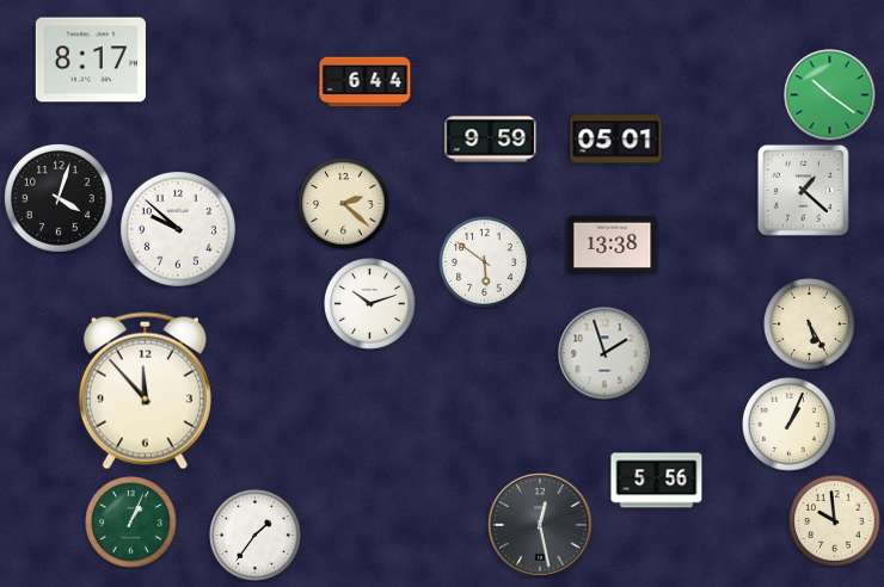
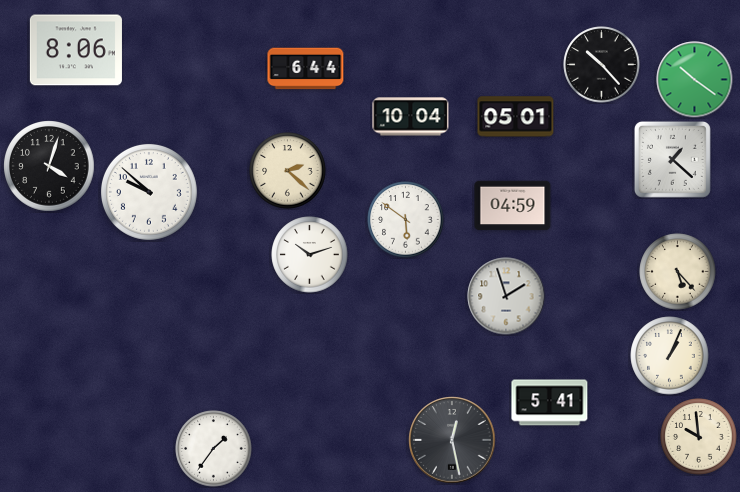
clock at (91, 60): 8:17 -> 8:06
clock at (602, 65): none -> 10:23
clock at (491, 140): 9:59 -> 10:04
clock at (613, 246): 13:38 -> 04:59
clock at (810, 325): 5:25 -> 5:23
clock at (145, 391): 11:53 -> none
clock at (790, 425) position: (790, 425) -> (670, 356)
clock at (657, 481): 5:56 -> 5:41
clock at (131, 523): 1:04 -> none
